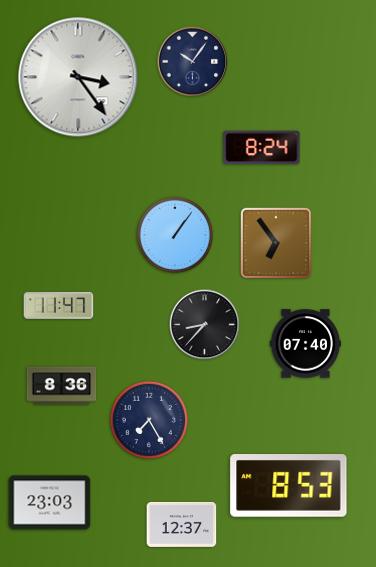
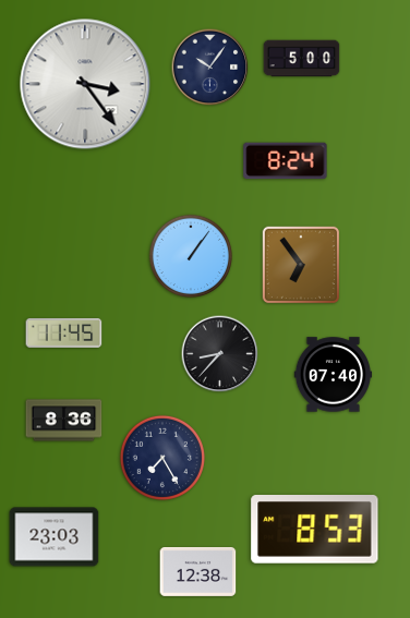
clock at (302, 59): none -> 5:00
clock at (59, 305): 11:47 -> 11:45
clock at (205, 325) position: (205, 325) -> (220, 354)
clock at (62, 386) position: (62, 386) -> (64, 421)
clock at (50, 503) position: (50, 503) -> (55, 537)
clock at (182, 524): 12:37 -> 12:38
